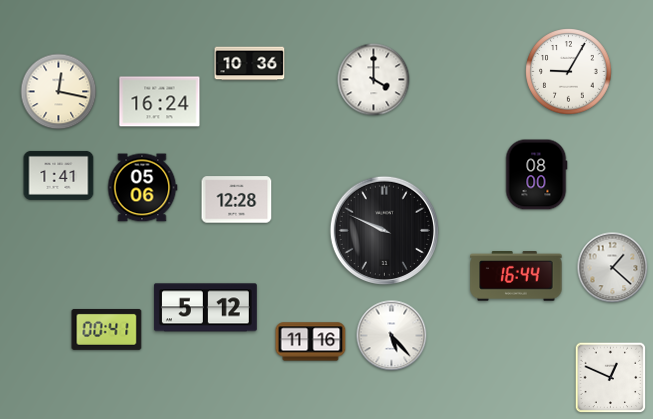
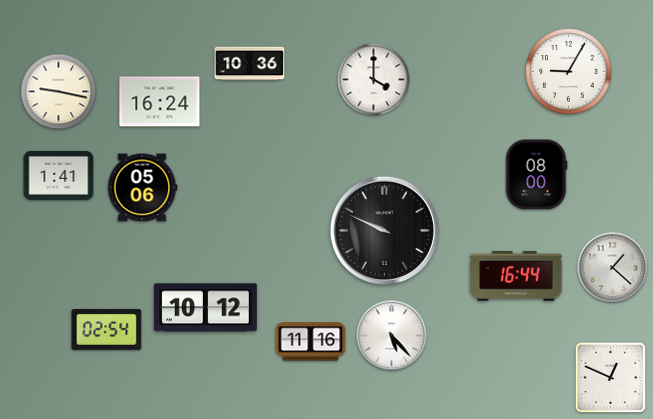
clock at (59, 92): 12:17 -> 9:17
clock at (237, 200): 12:28 -> none
clock at (205, 308): 5:12 -> 10:12
clock at (107, 329): 00:41 -> 02:54
